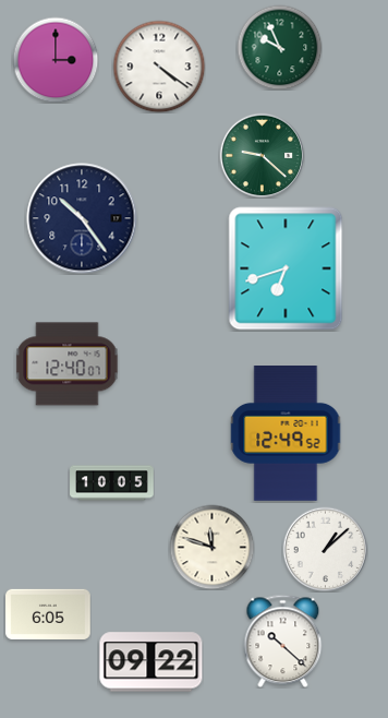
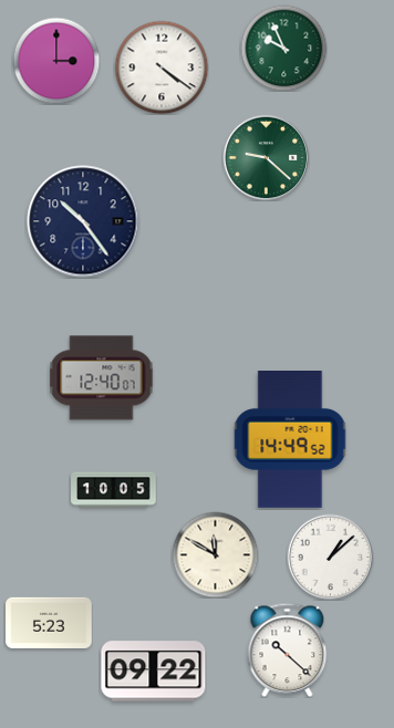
clock at (286, 268): 6:42 -> none
clock at (68, 364) position: (68, 364) -> (102, 378)
clock at (286, 434): 12:49 -> 14:49
clock at (211, 547): 11:48 -> 11:50
clock at (48, 614): 6:05 -> 5:23
